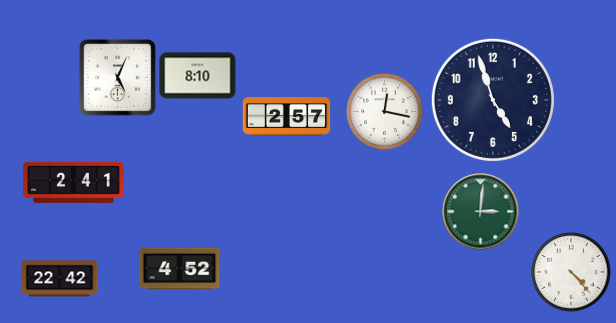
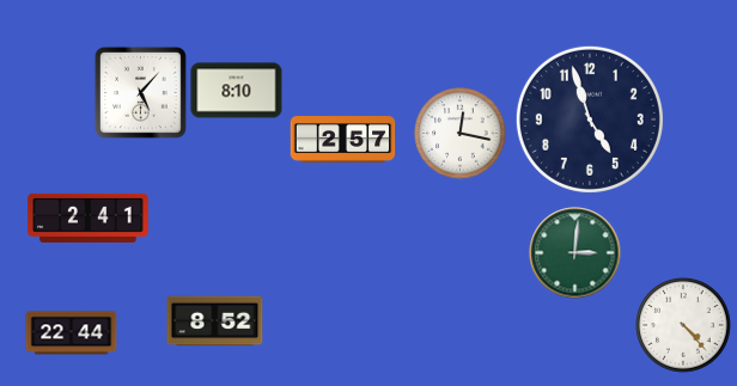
clock at (117, 77): 5:04 -> 5:07
clock at (180, 269): 4:52 -> 8:52
clock at (60, 279): 22:42 -> 22:44
